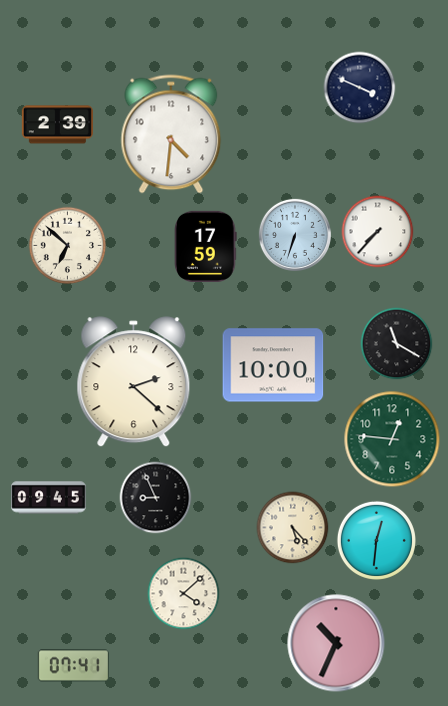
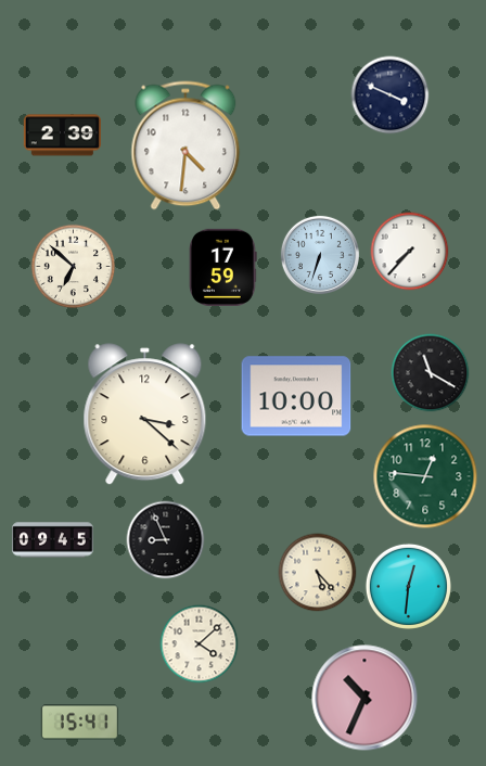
clock at (134, 382): 2:22 -> 3:22
clock at (156, 498) position: (156, 498) -> (166, 540)
clock at (73, 666): 07:41 -> 15:41
